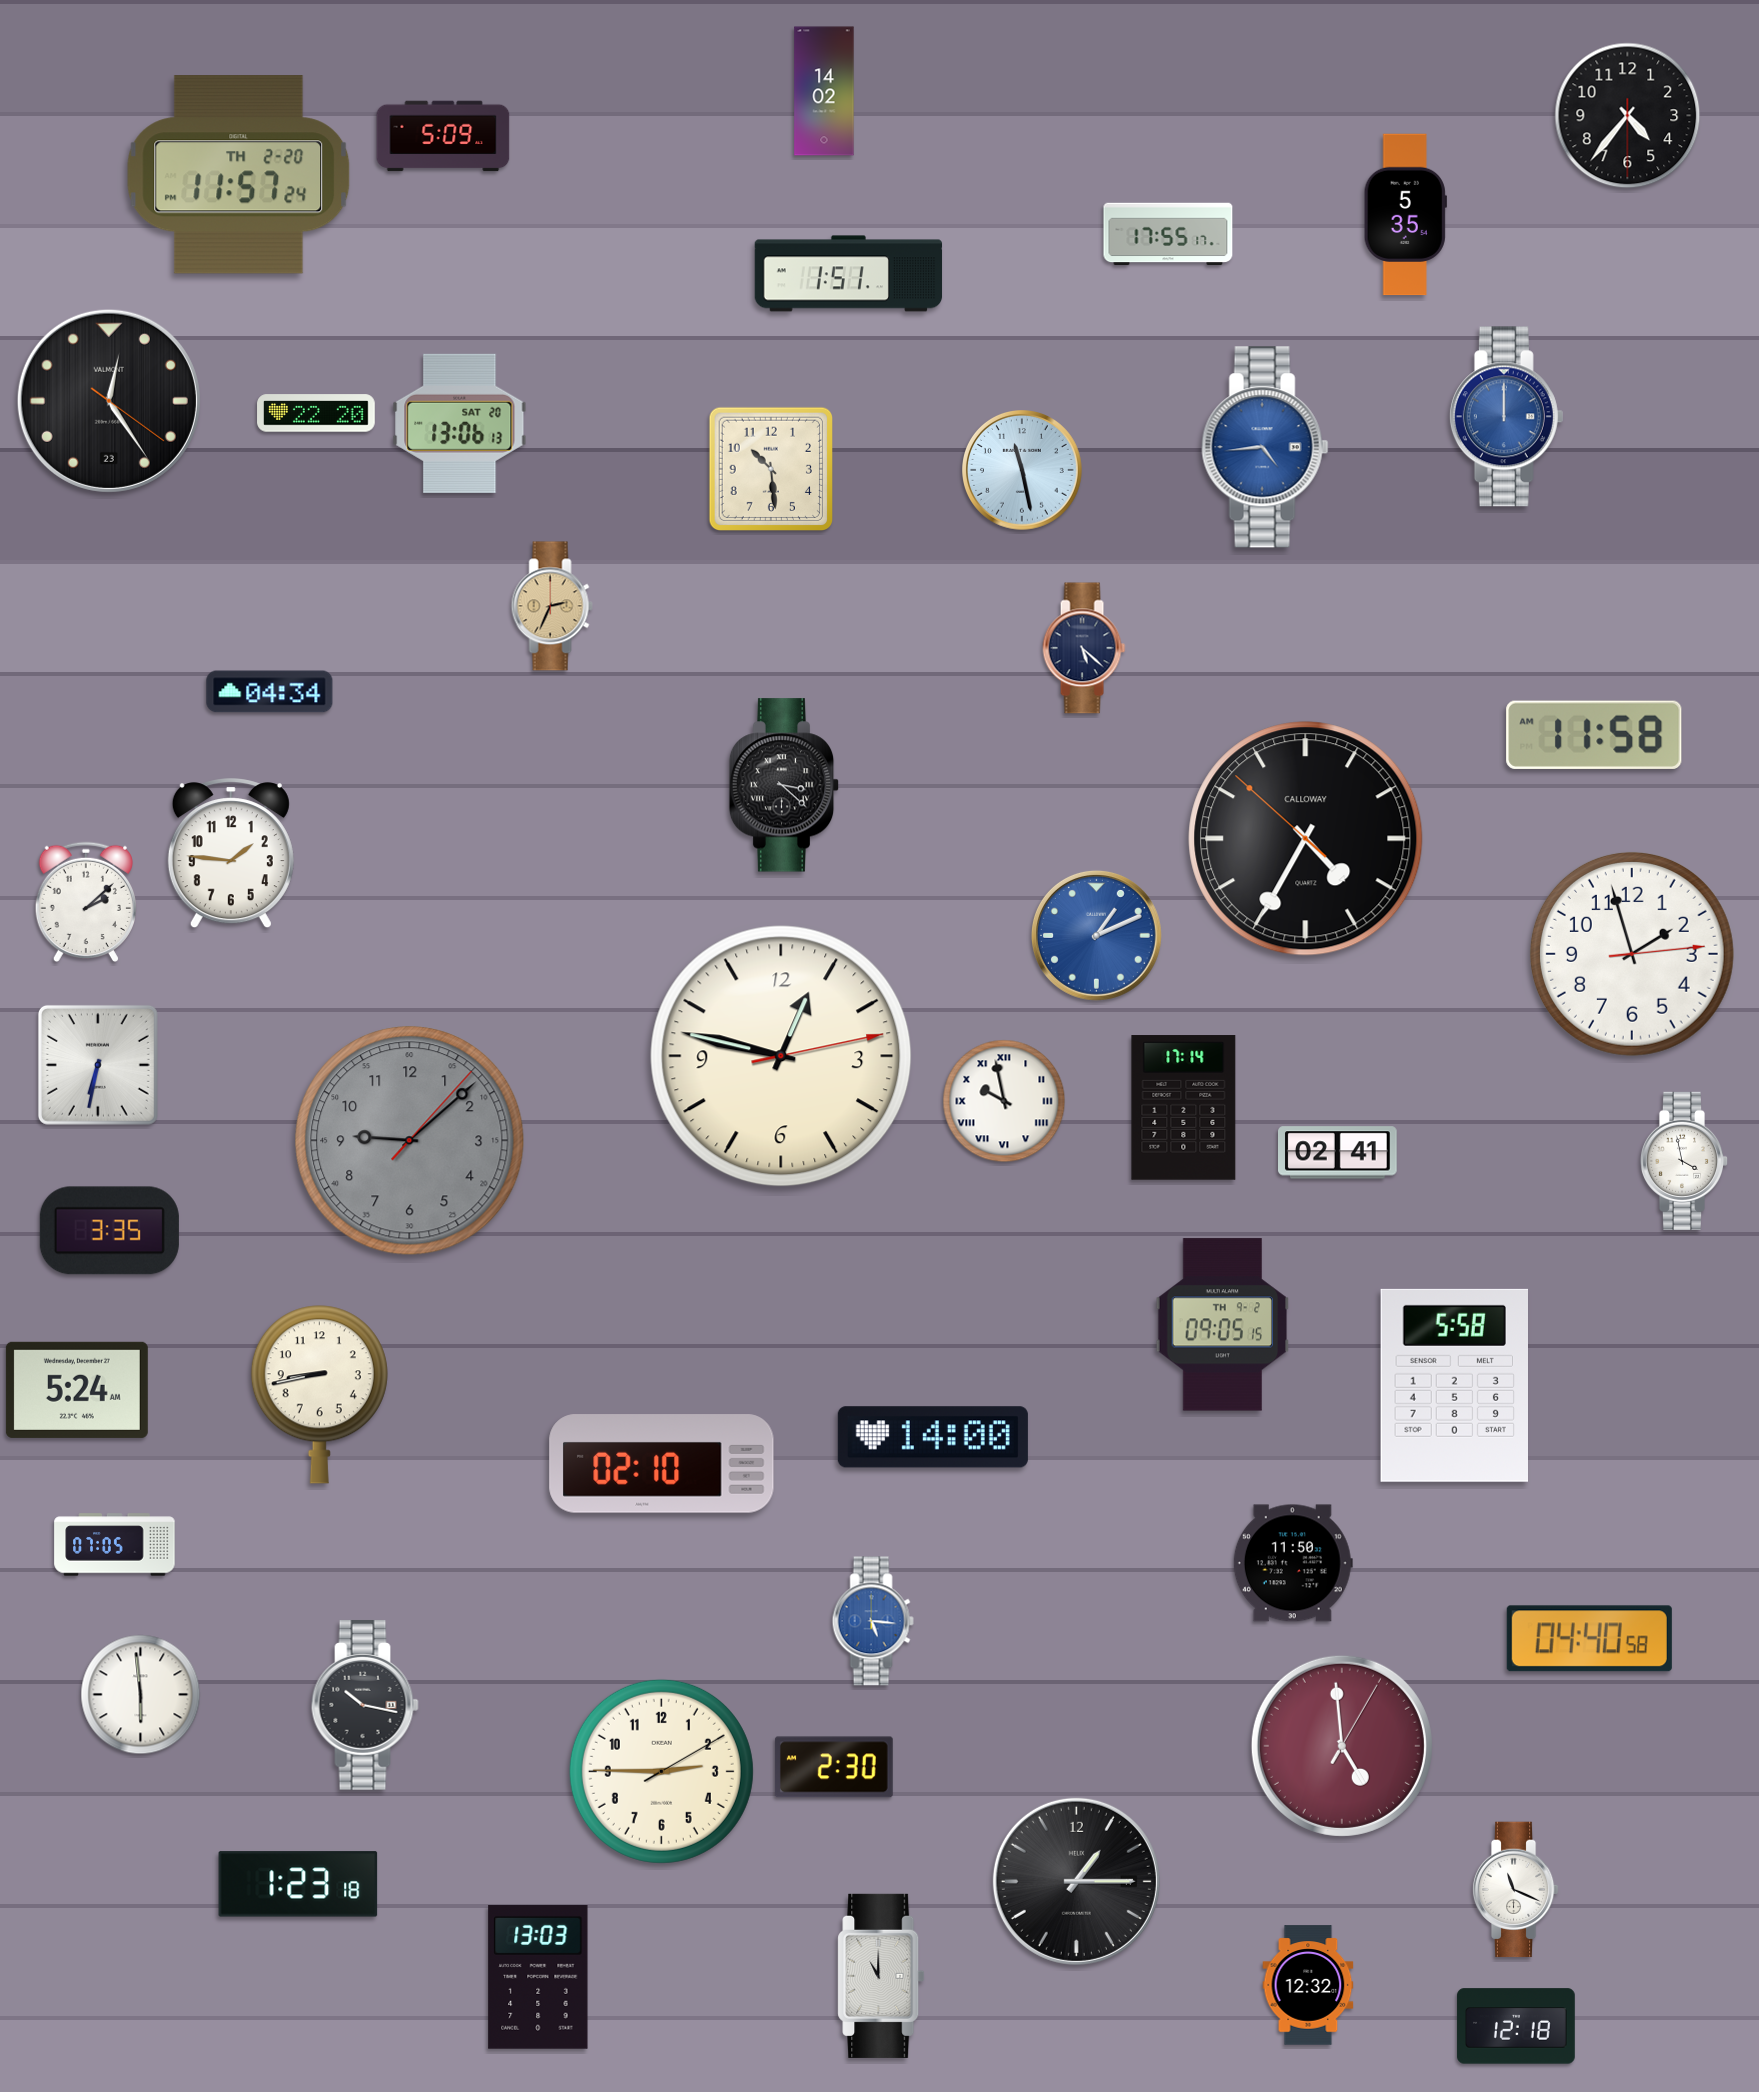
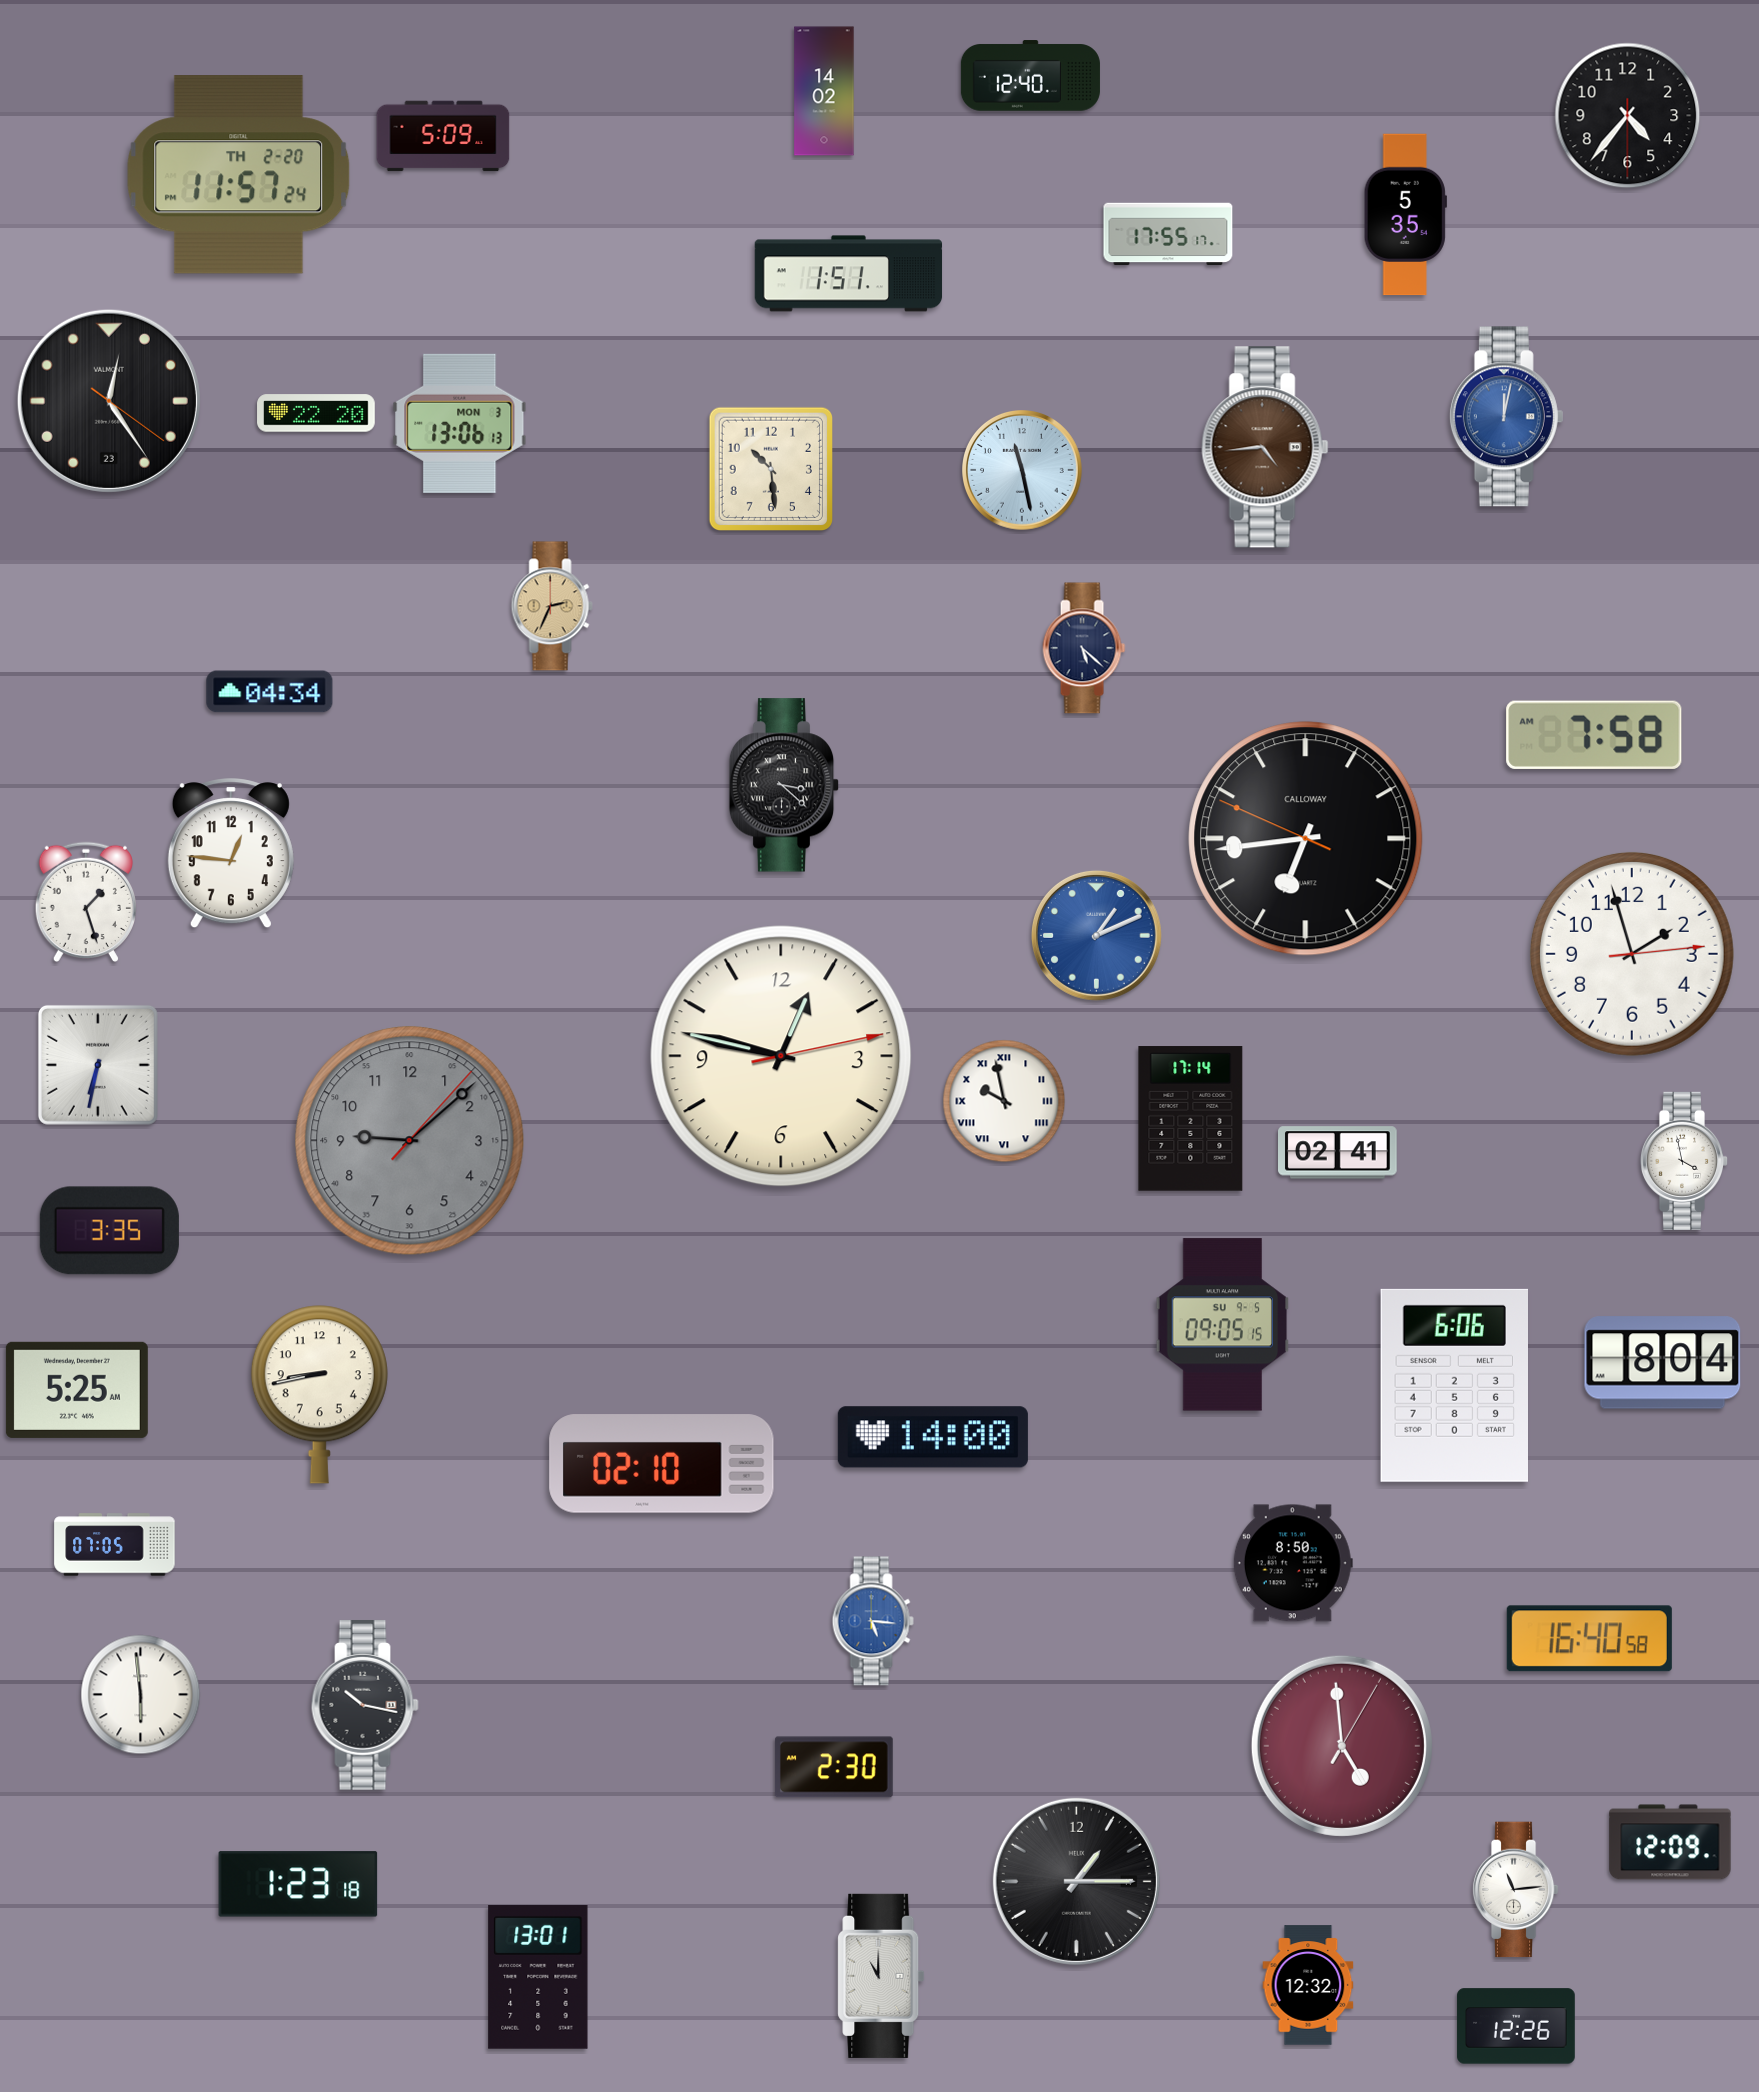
clock at (1030, 76): none -> 12:40
clock at (1506, 417): 12:00 -> 12:02
clock at (460, 423) date: SAT 20 -> MON 3
clock at (1265, 447) dial: blue -> brown
clock at (1594, 735): 11:58 -> 7:58
clock at (1306, 839): 4:34 -> 6:43
clock at (231, 854): 1:46 -> 12:46
clock at (86, 902): 2:08 -> 1:27
clock at (1184, 1108) position: (1184, 1108) -> (1191, 1119)
clock at (1223, 1325) date: TH 9-2 -> SU 9-5
clock at (1663, 1363): none -> 8:04
clock at (1455, 1385): 5:58 -> 6:06
clock at (77, 1390): 5:24 -> 5:25
clock at (1293, 1563): 11:50 -> 8:50
clock at (1589, 1639): 04:40 -> 16:40
clock at (661, 1771): 2:45 -> none
clock at (1670, 1842): none -> 12:09
clock at (1515, 1890): 11:19 -> 11:14
clock at (538, 1977): 13:03 -> 13:01
clock at (1516, 2026): 12:18 -> 12:26
